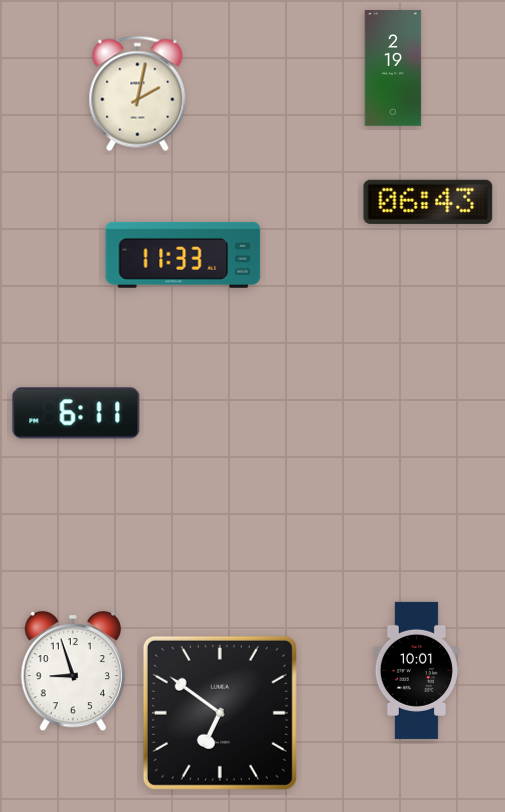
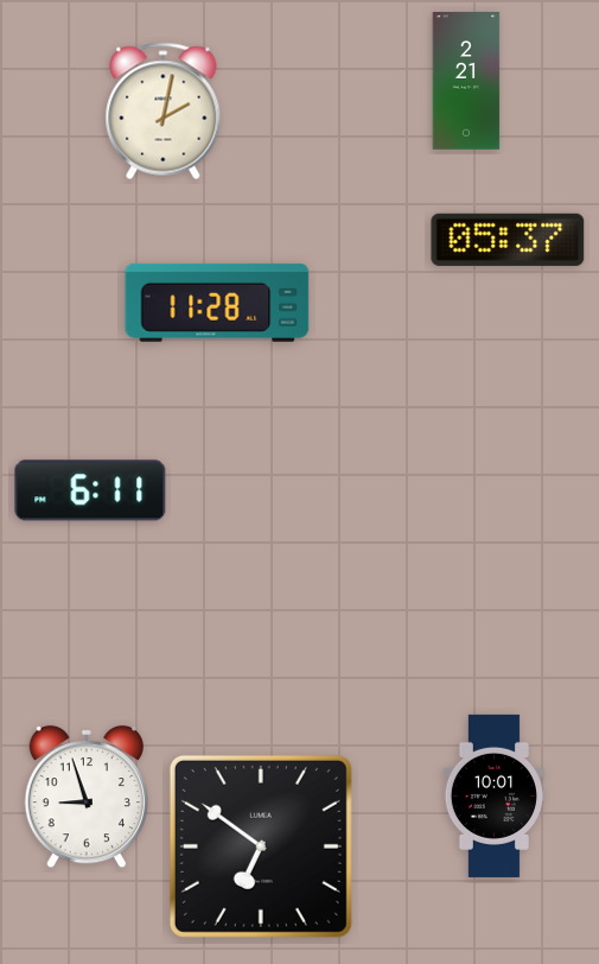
clock at (393, 68): 2:19 -> 2:21
clock at (428, 202): 06:43 -> 05:37
clock at (183, 255): 11:33 -> 11:28
